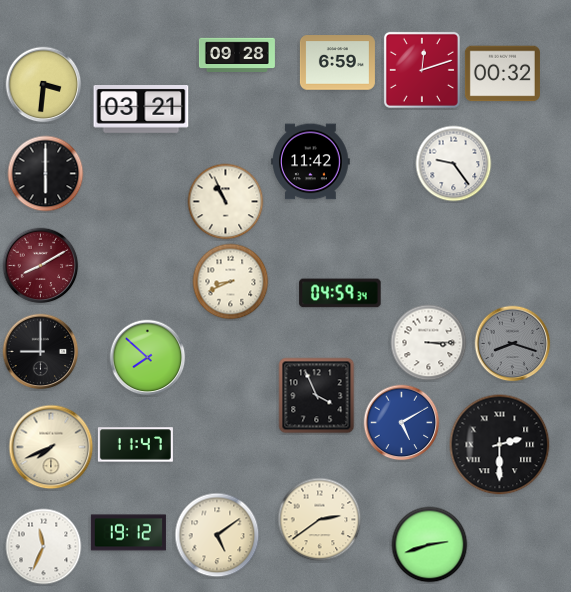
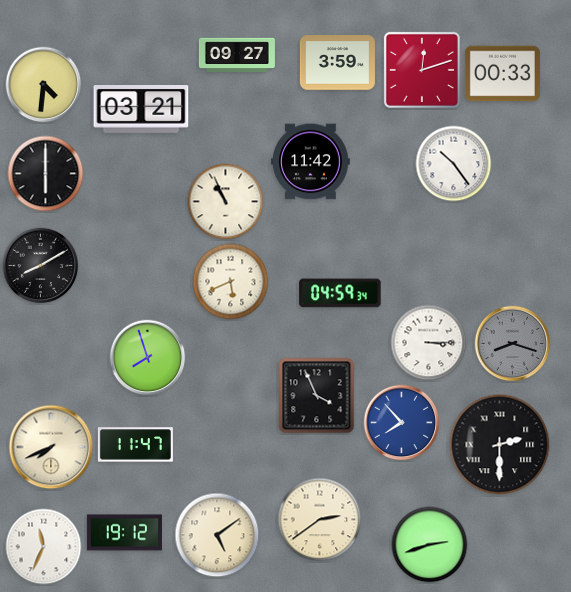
clock at (237, 55): 09:28 -> 09:27
clock at (337, 63): 6:59 -> 3:59
clock at (502, 74): 00:32 -> 00:33
clock at (44, 85): 3:31 -> 4:31
clock at (454, 164): 9:24 -> 10:24
clock at (41, 266) dial: burgundy -> black
clock at (231, 282): 8:41 -> 5:41
clock at (41, 352): 9:00 -> none
clock at (148, 358): 7:52 -> 7:57
clock at (402, 423): 5:10 -> 7:53
clock at (128, 533) position: (128, 533) -> (124, 533)
